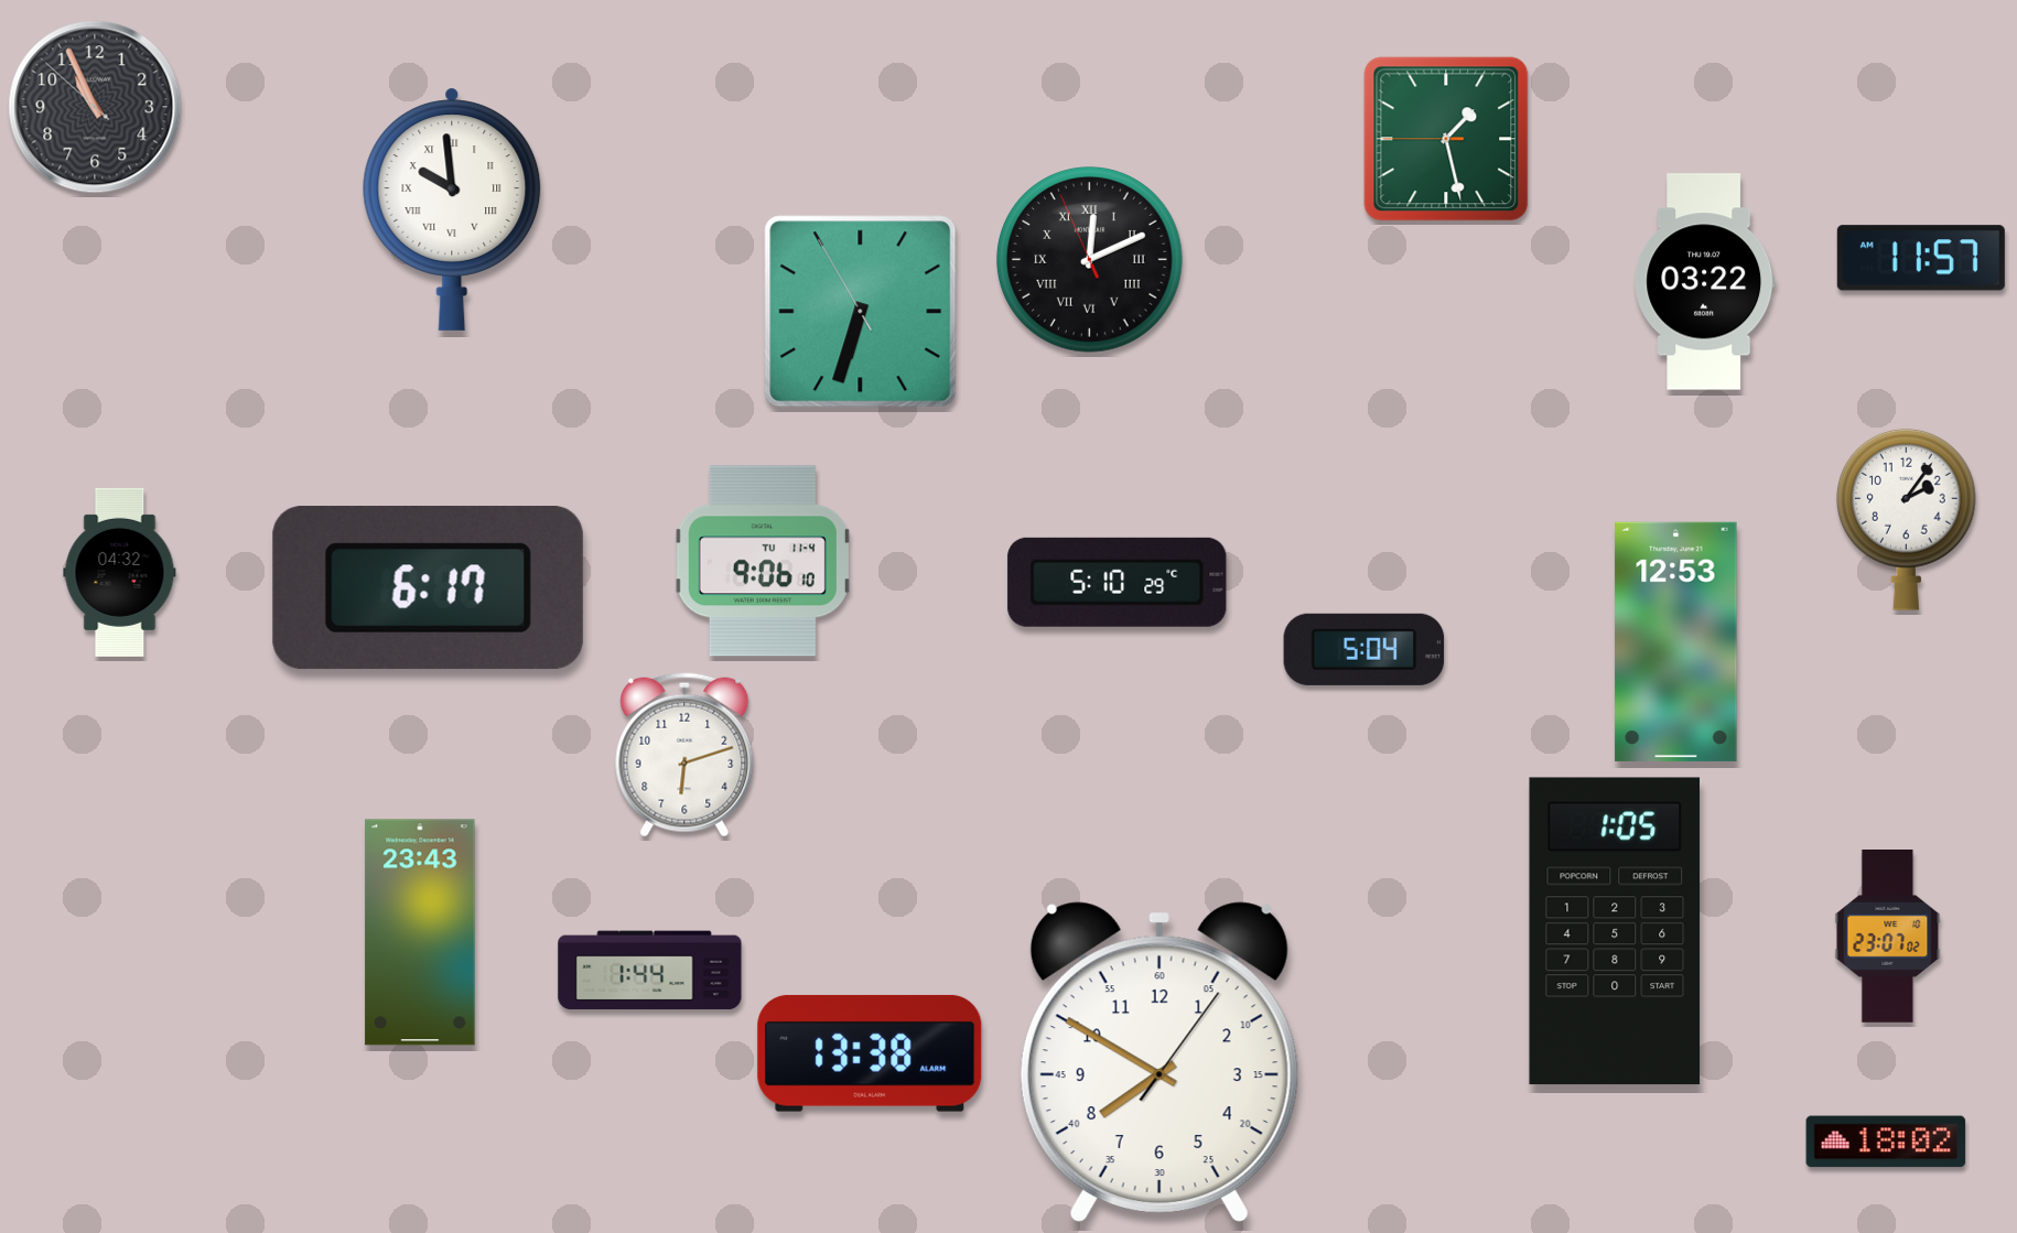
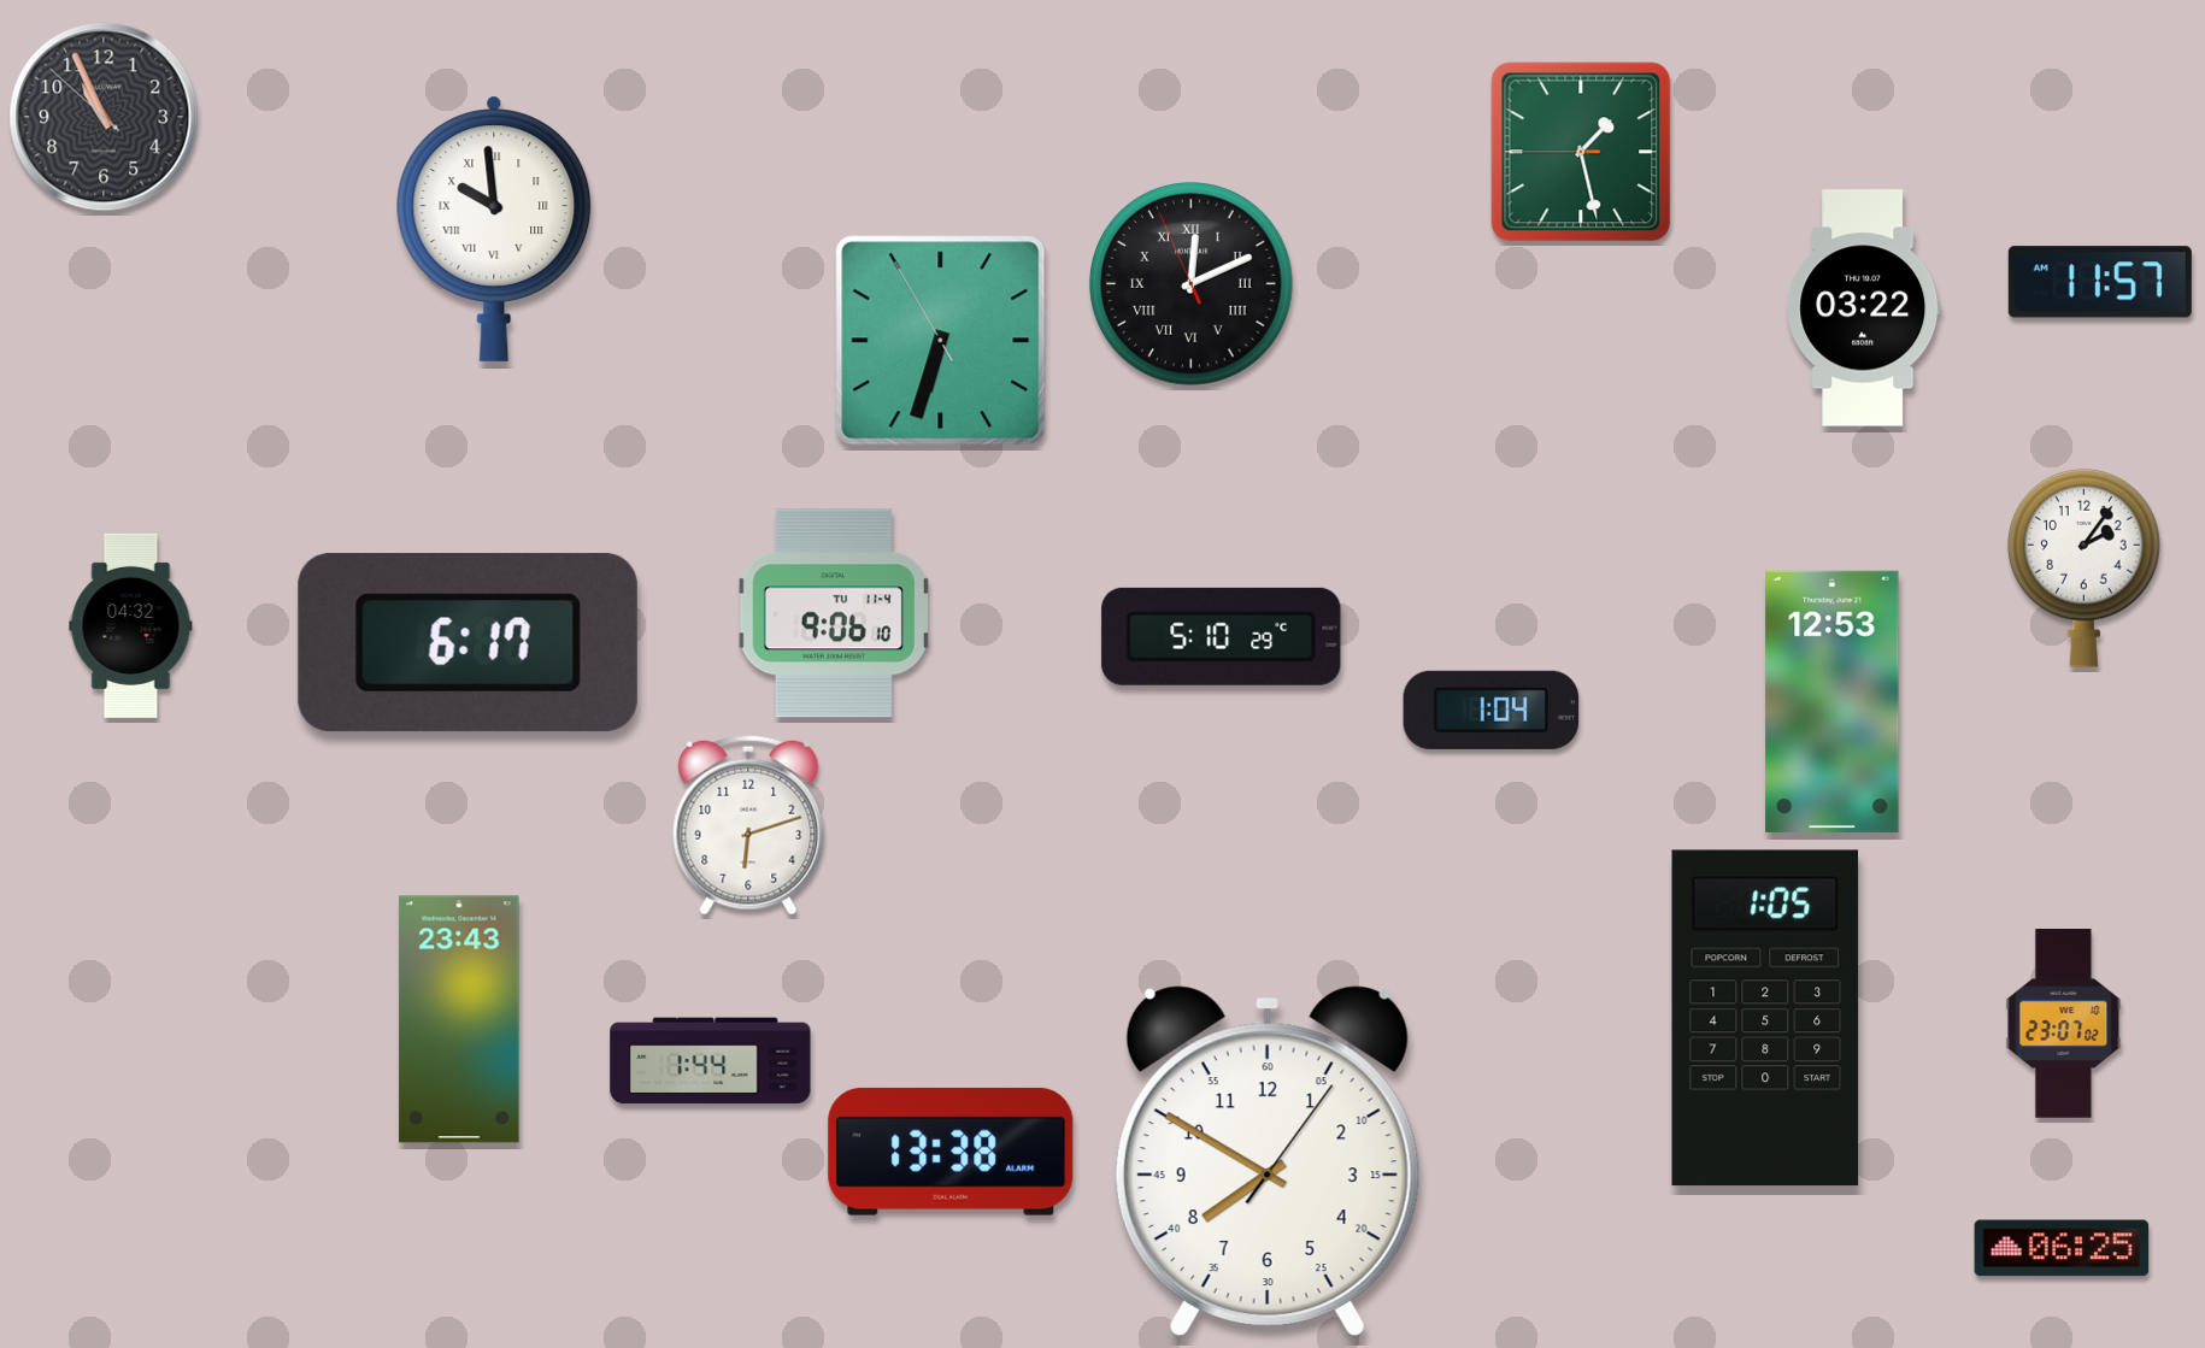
clock at (1365, 649): 5:04 -> 1:04
clock at (1886, 1142): 18:02 -> 06:25
